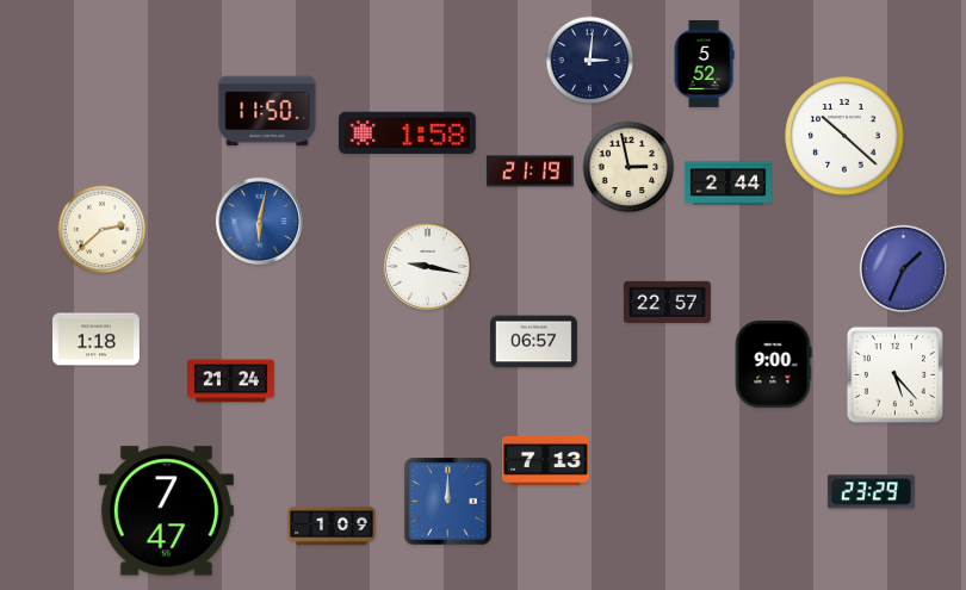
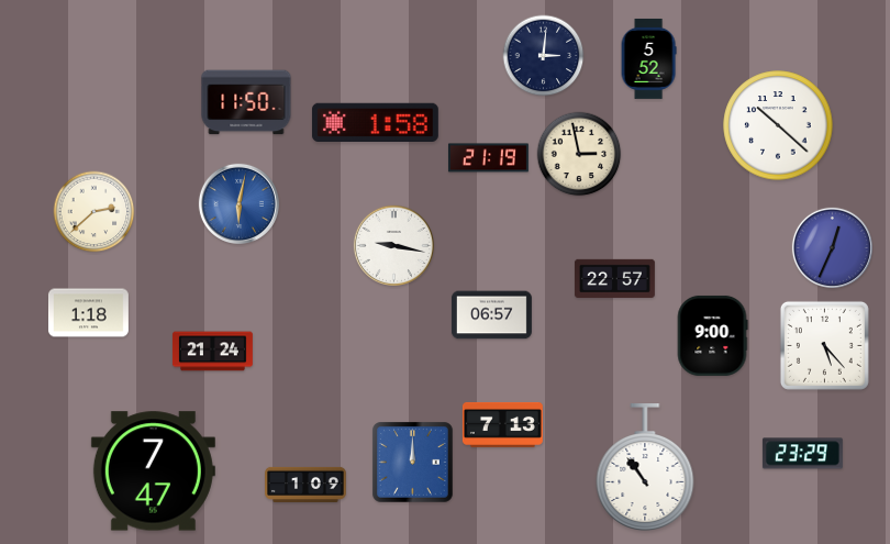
clock at (727, 184): 2:44 -> none
clock at (903, 268): 1:34 -> 12:34
clock at (645, 468): none -> 10:54
